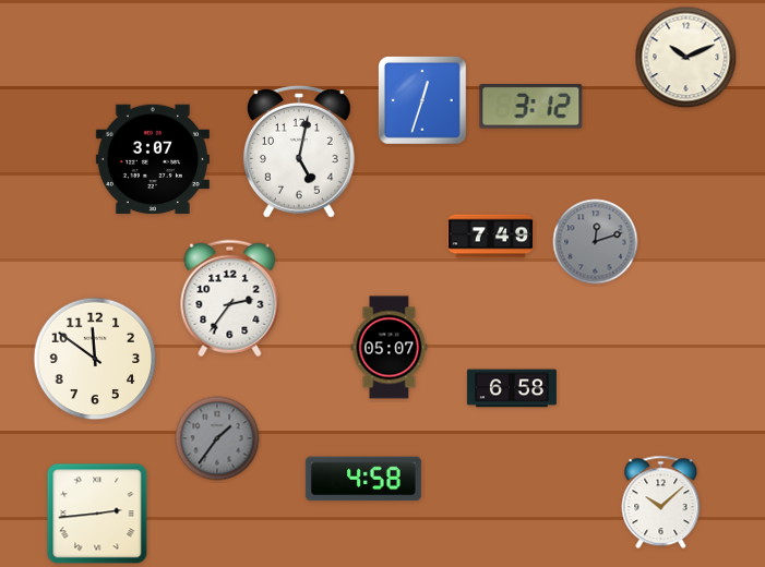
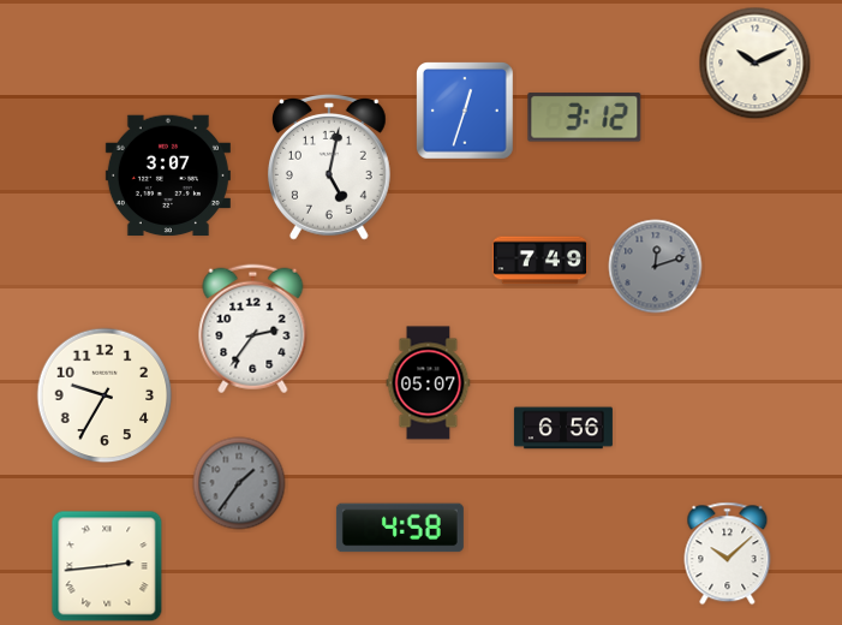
clock at (95, 359): 11:51 -> 9:35
clock at (512, 388): 6:58 -> 6:56
